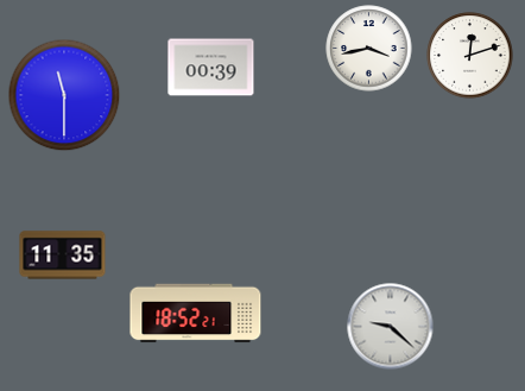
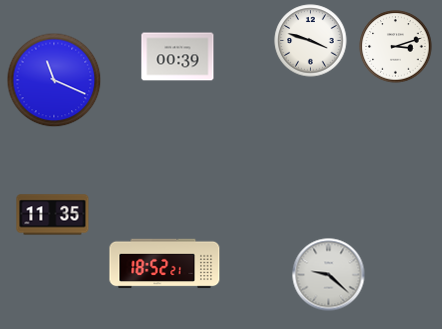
clock at (369, 49): 3:43 -> 3:48
clock at (470, 56): 12:12 -> 3:12
clock at (64, 95): 11:30 -> 11:19
